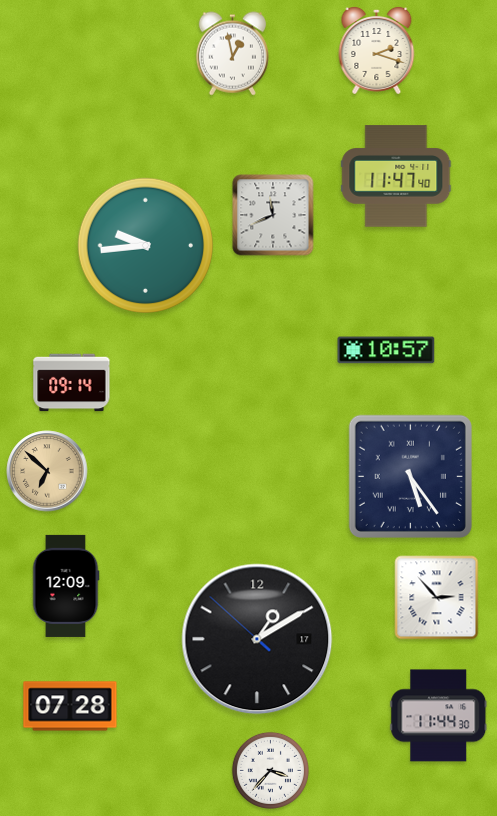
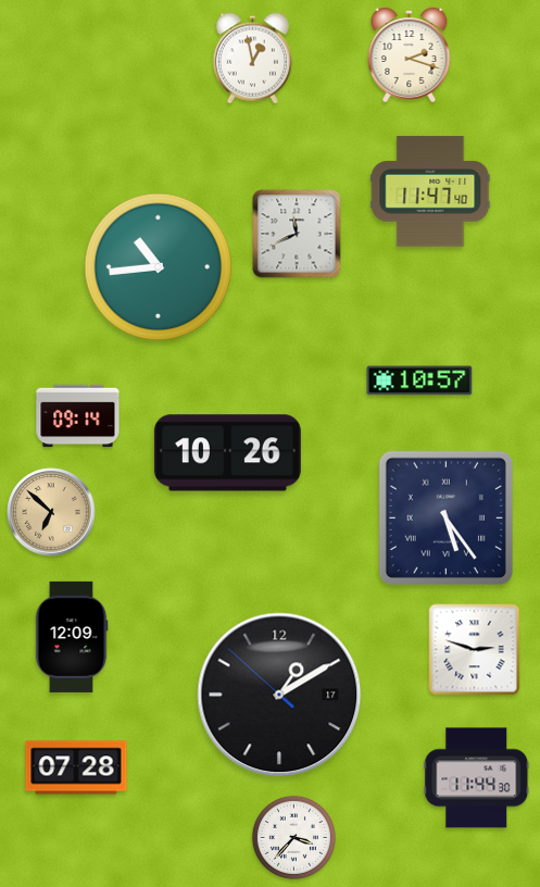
clock at (145, 245): 9:44 -> 10:44
clock at (227, 453): none -> 10:26
clock at (437, 598): 2:53 -> 2:48
